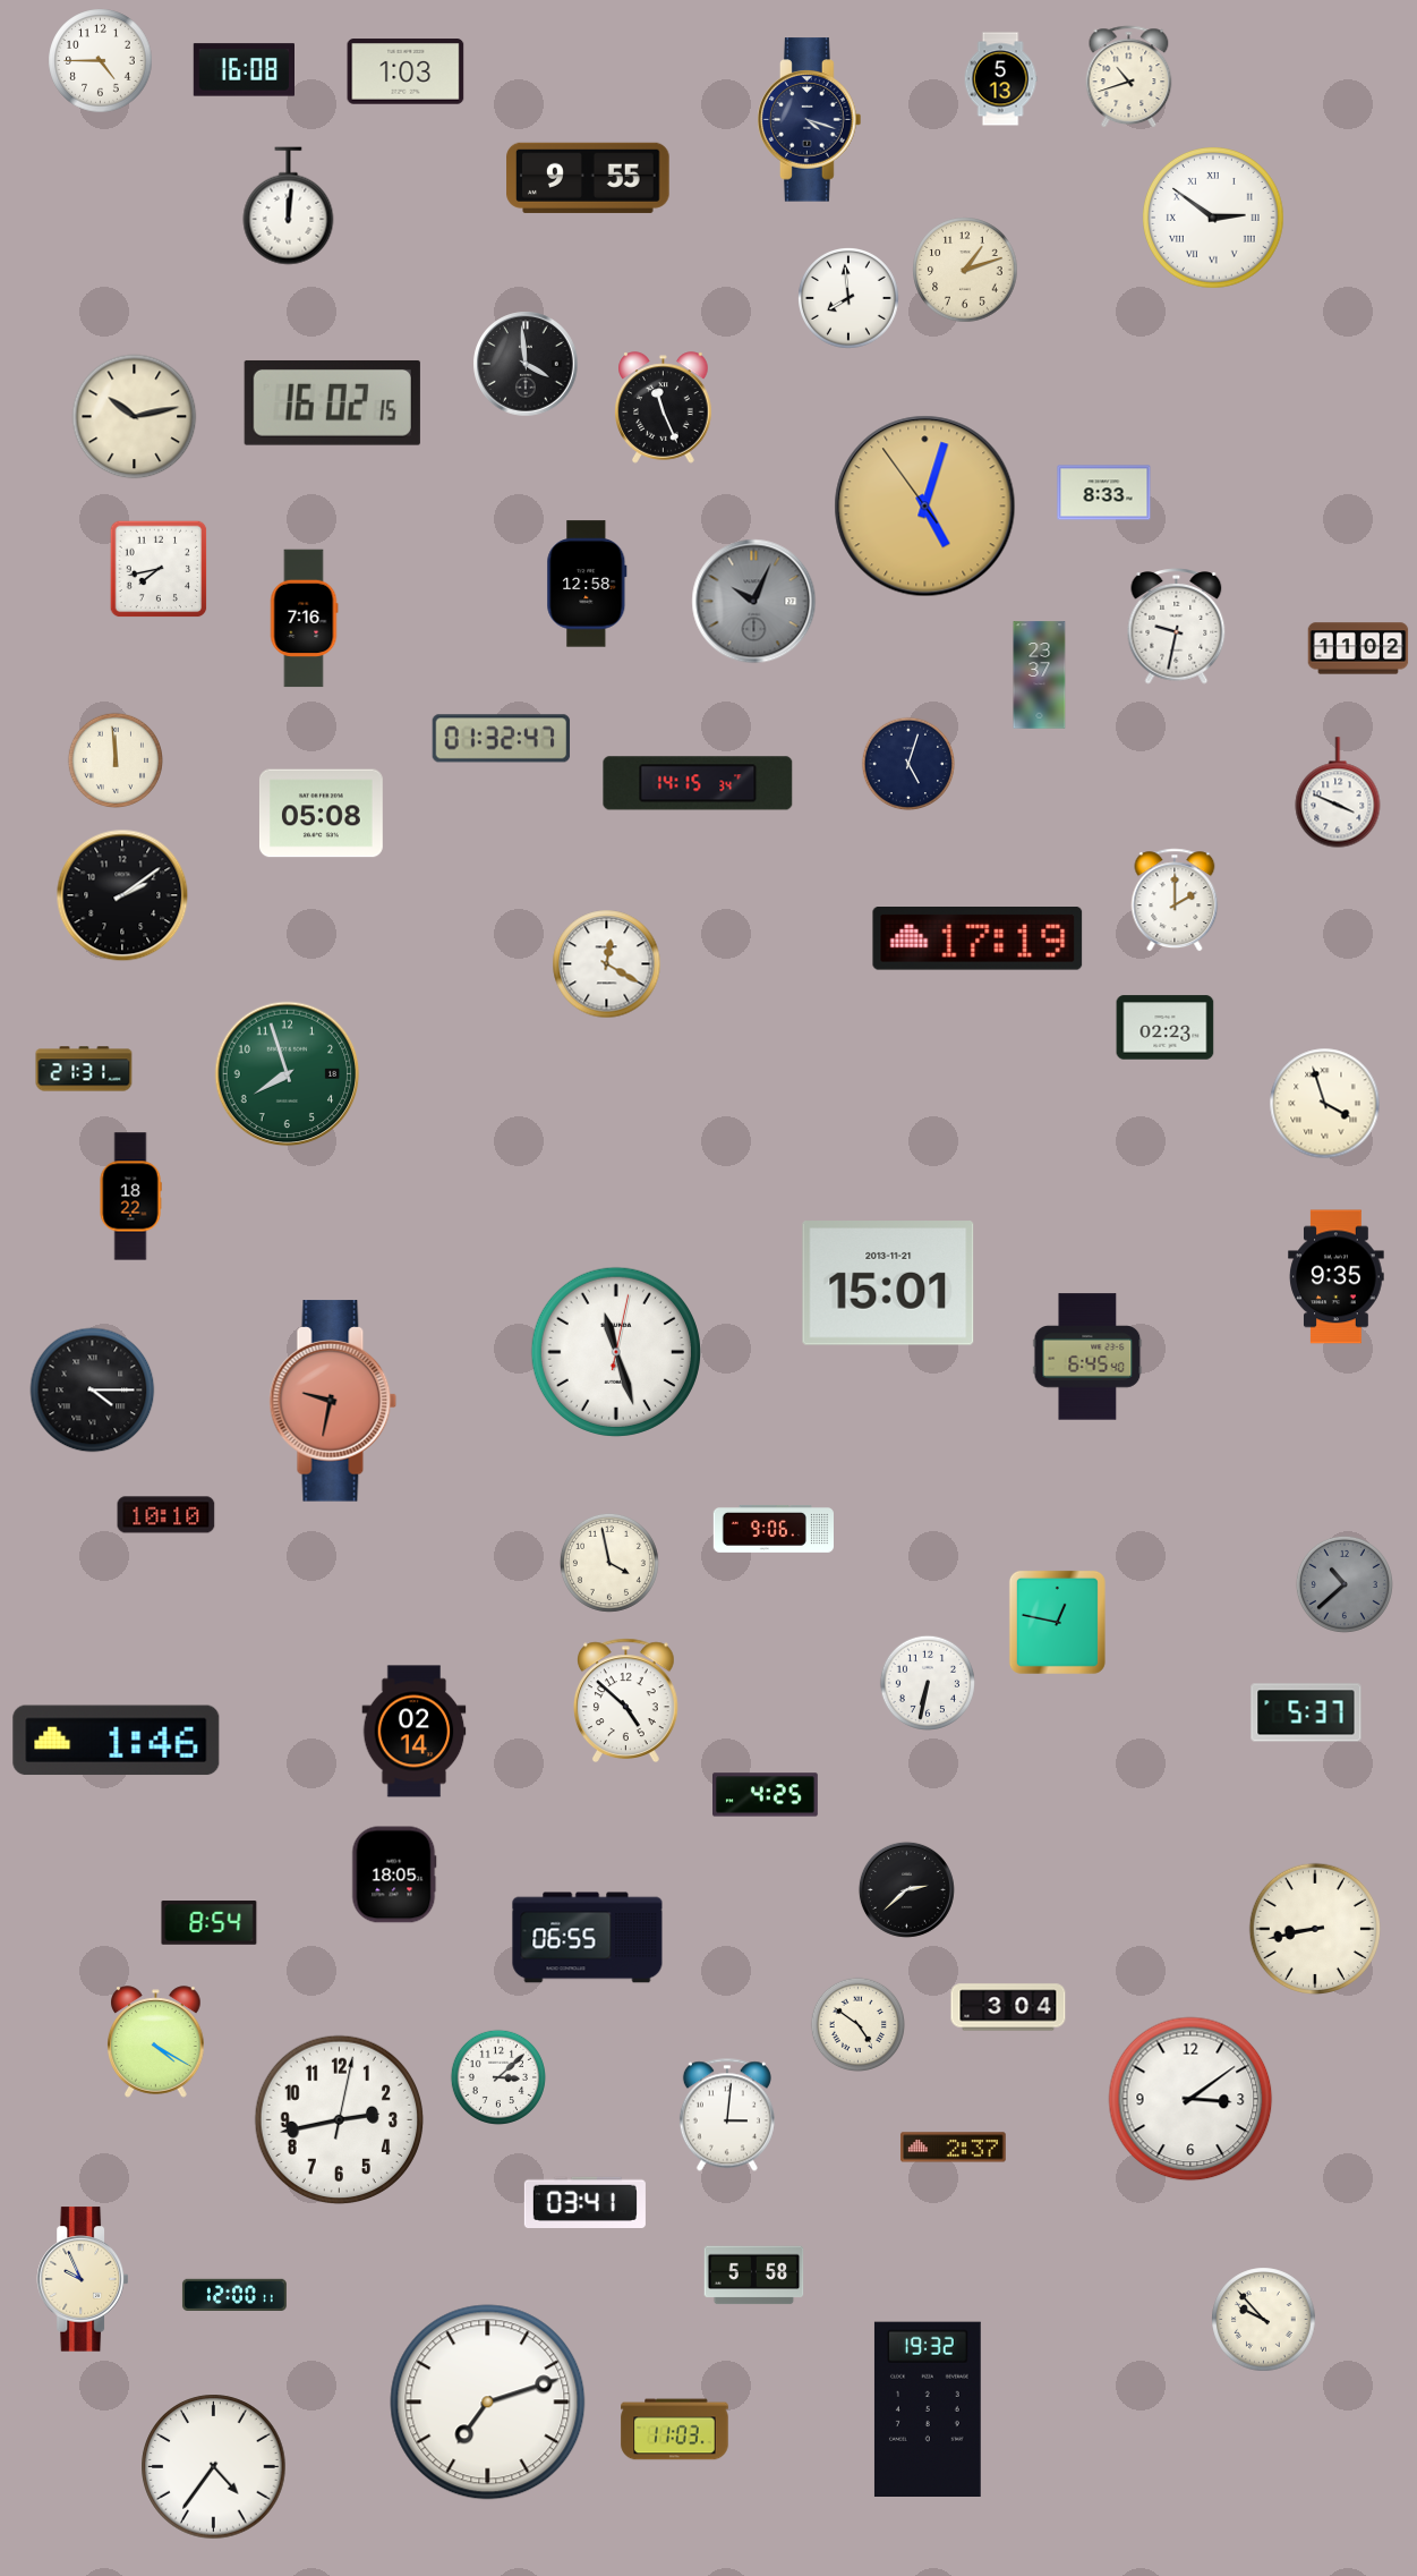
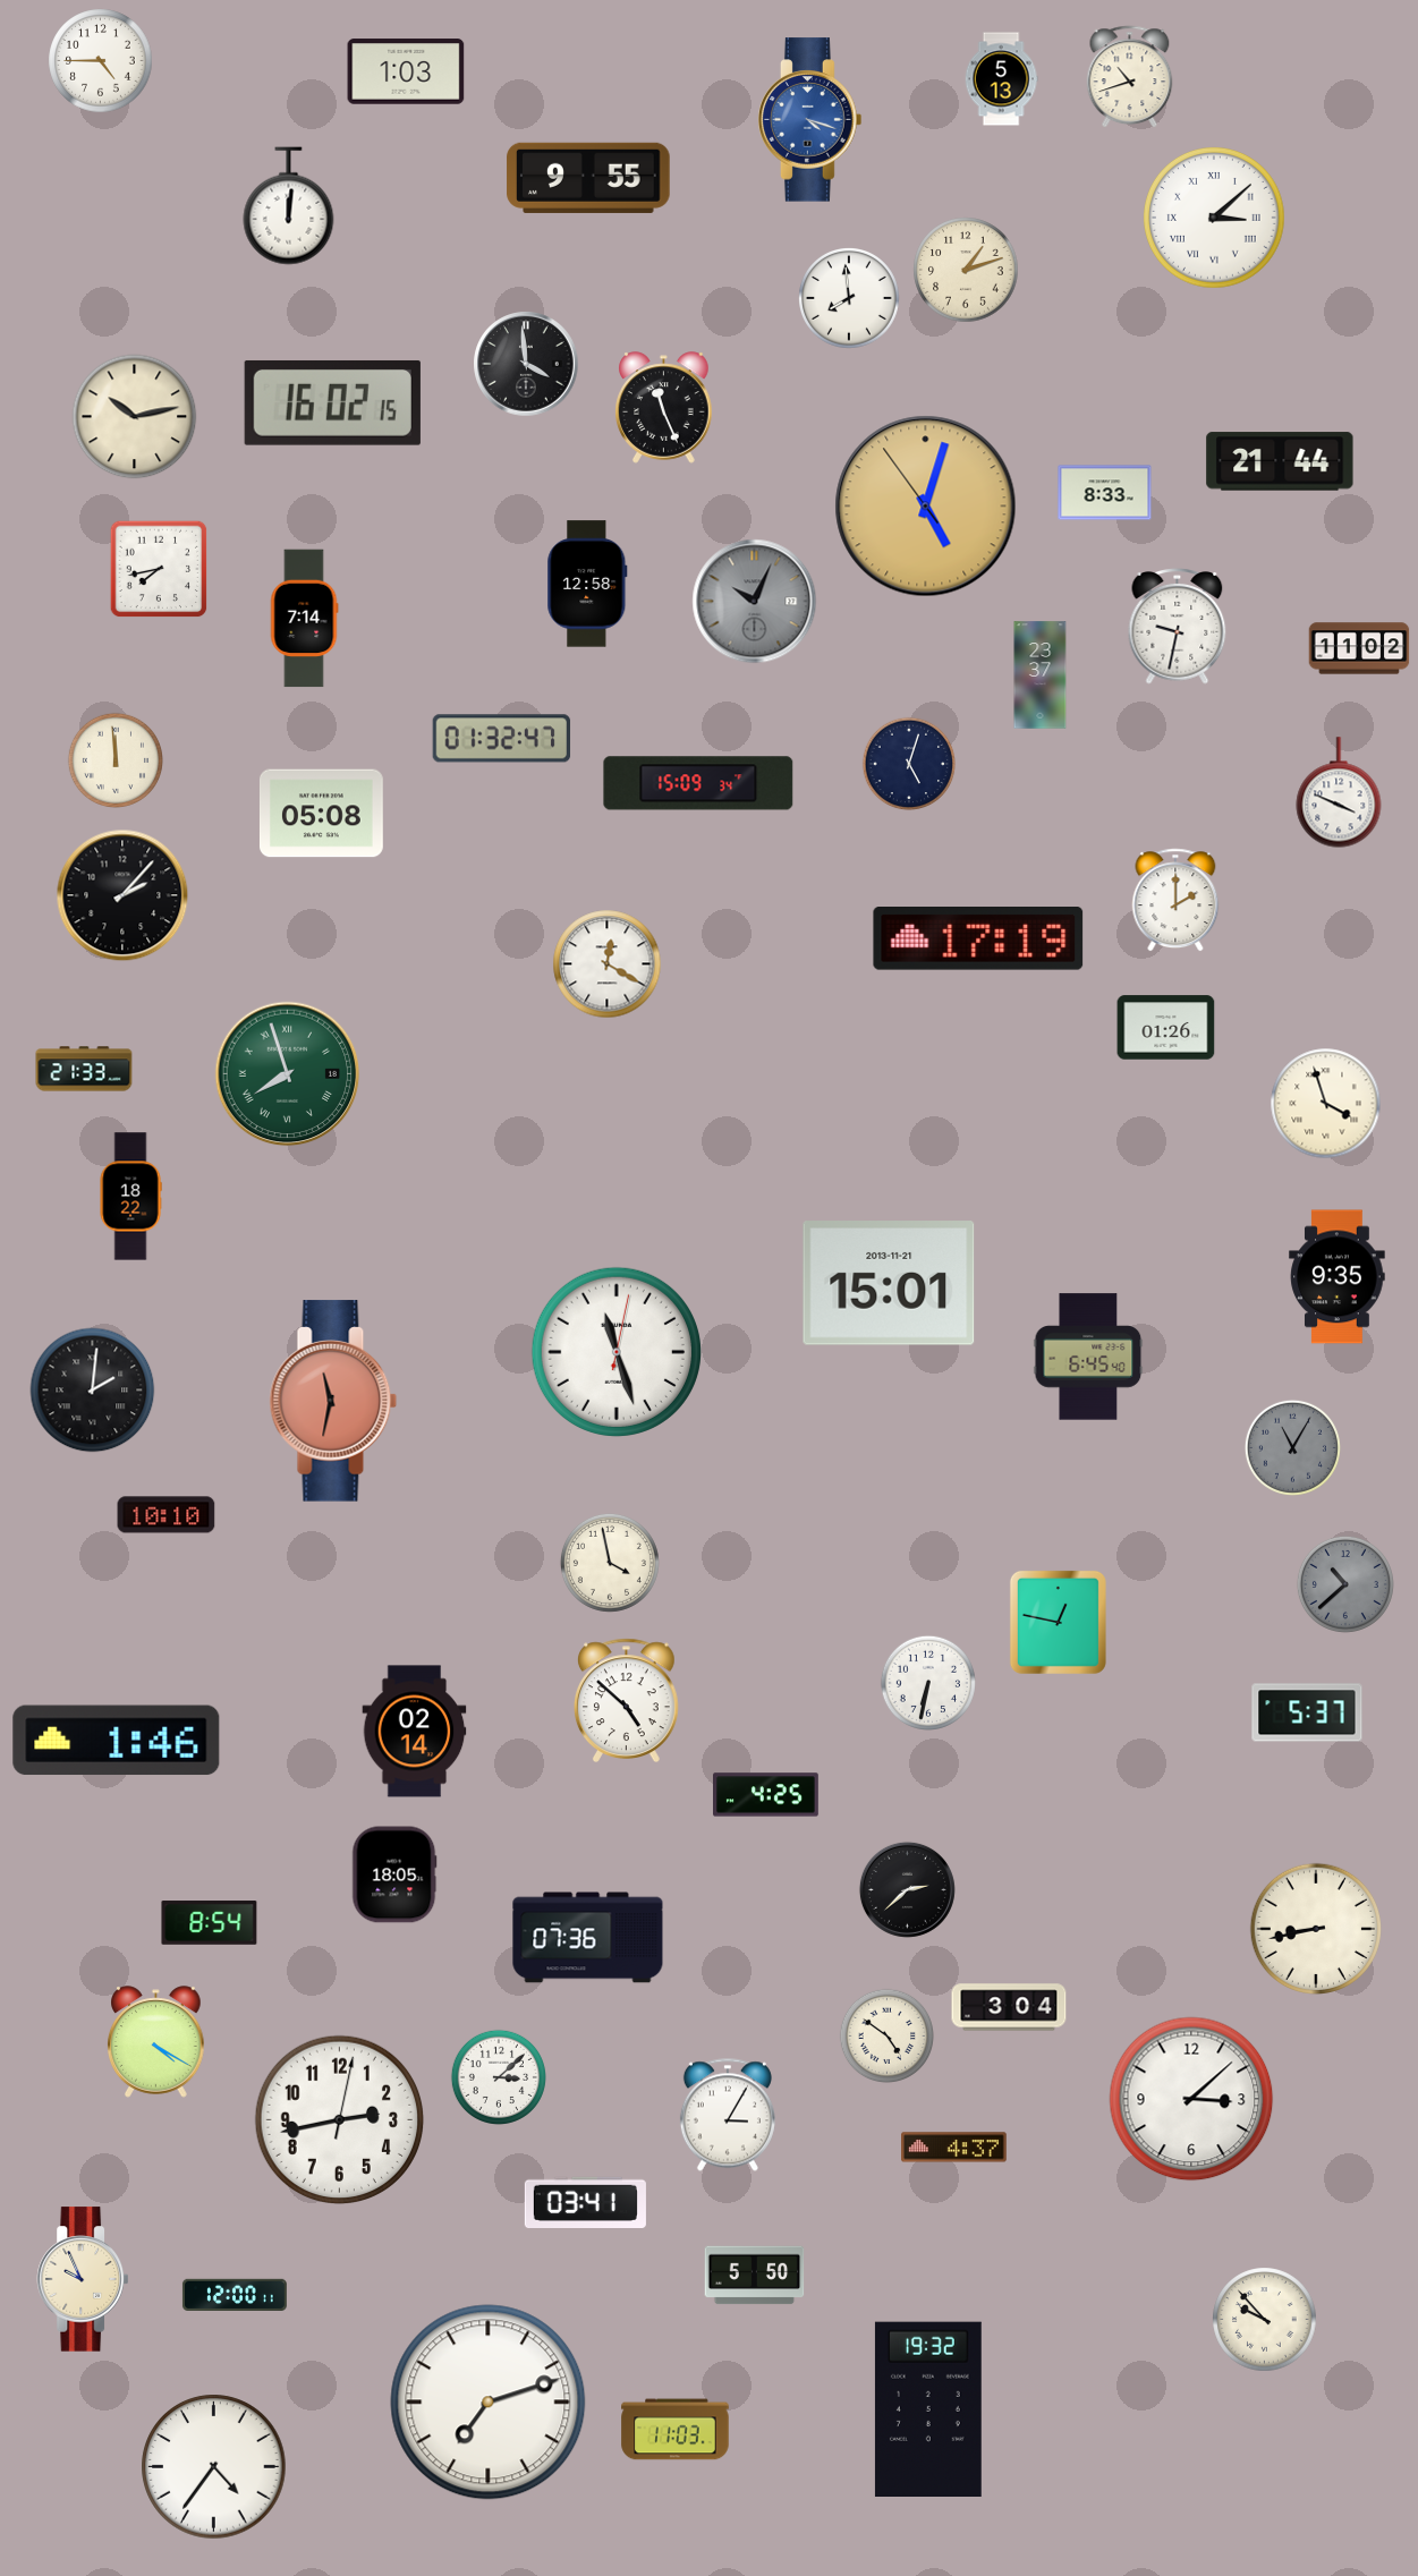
clock at (244, 70): 16:08 -> none
clock at (810, 120) dial: navy -> blue
clock at (1214, 219): 2:51 -> 3:08
clock at (1280, 461): none -> 21:44
clock at (304, 619): 7:16 -> 7:14
clock at (698, 783): 14:15 -> 15:09
clock at (122, 895): 2:09 -> 2:07
clock at (1166, 1028): 02:23 -> 01:26
clock at (84, 1069): 21:31 -> 21:33
clock at (288, 1074) numerals: Arabic -> Roman
clock at (93, 1391): 4:15 -> 2:01
clock at (333, 1401): 9:32 -> 11:32
clock at (1292, 1447): none -> 11:05
clock at (772, 1529): 9:06 -> none
clock at (588, 1938): 06:55 -> 07:36
clock at (857, 2024) position: (857, 2024) -> (886, 2035)
clock at (1190, 2099): 3:09 -> 3:08
clock at (727, 2115): 3:01 -> 3:05
clock at (954, 2148): 2:37 -> 4:37
clock at (754, 2276): 5:58 -> 5:50
